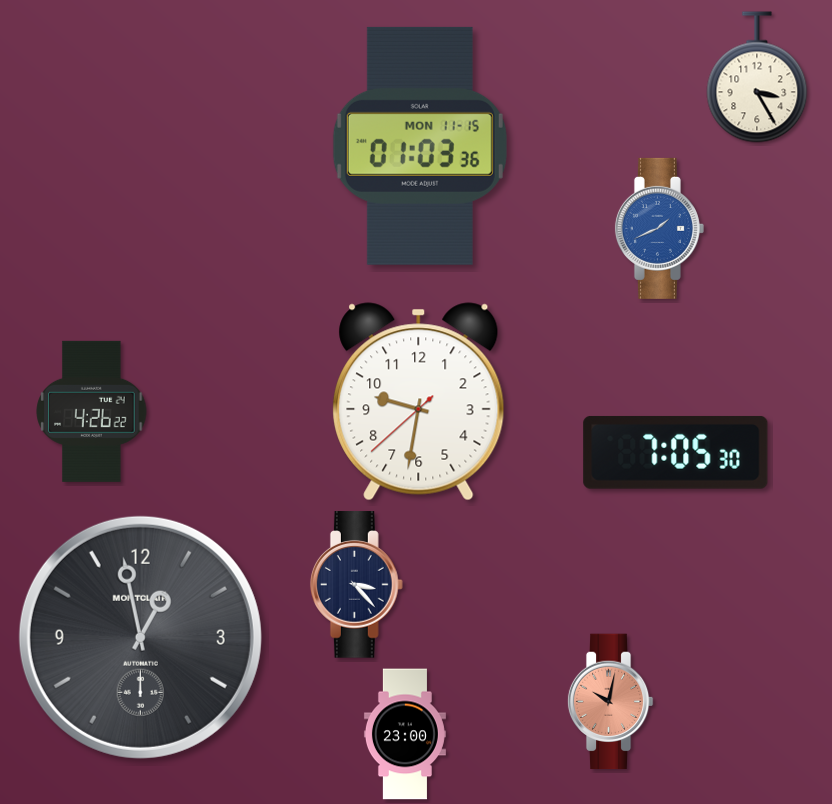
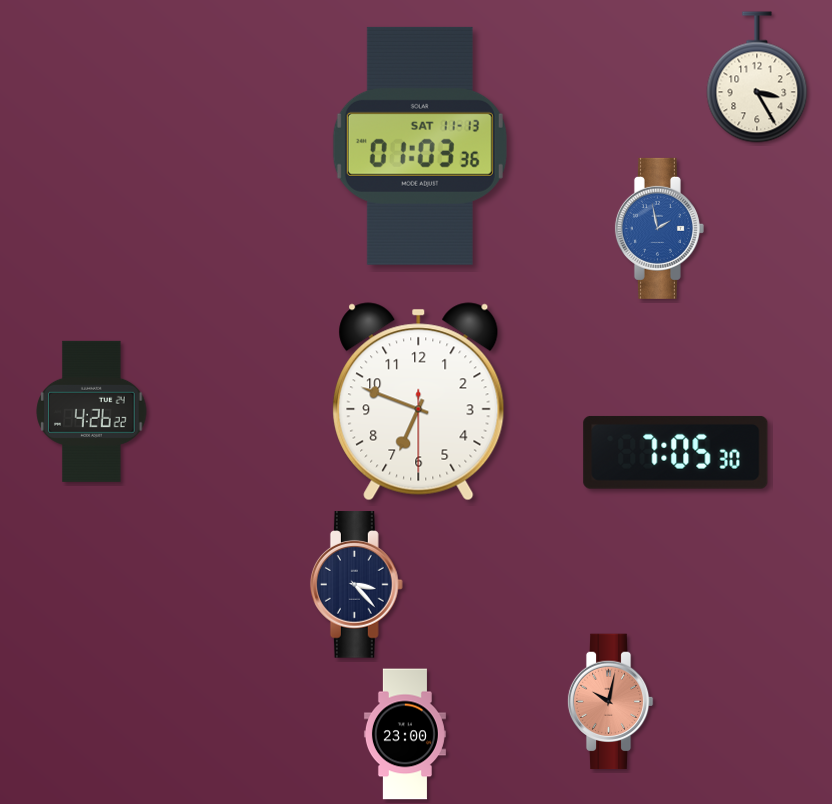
clock at (420, 146) date: MON 11-15 -> SAT 11-13
clock at (659, 228): 1:41 -> 1:58
clock at (419, 402): 9:31 -> 6:48
clock at (140, 637): 12:58 -> none
